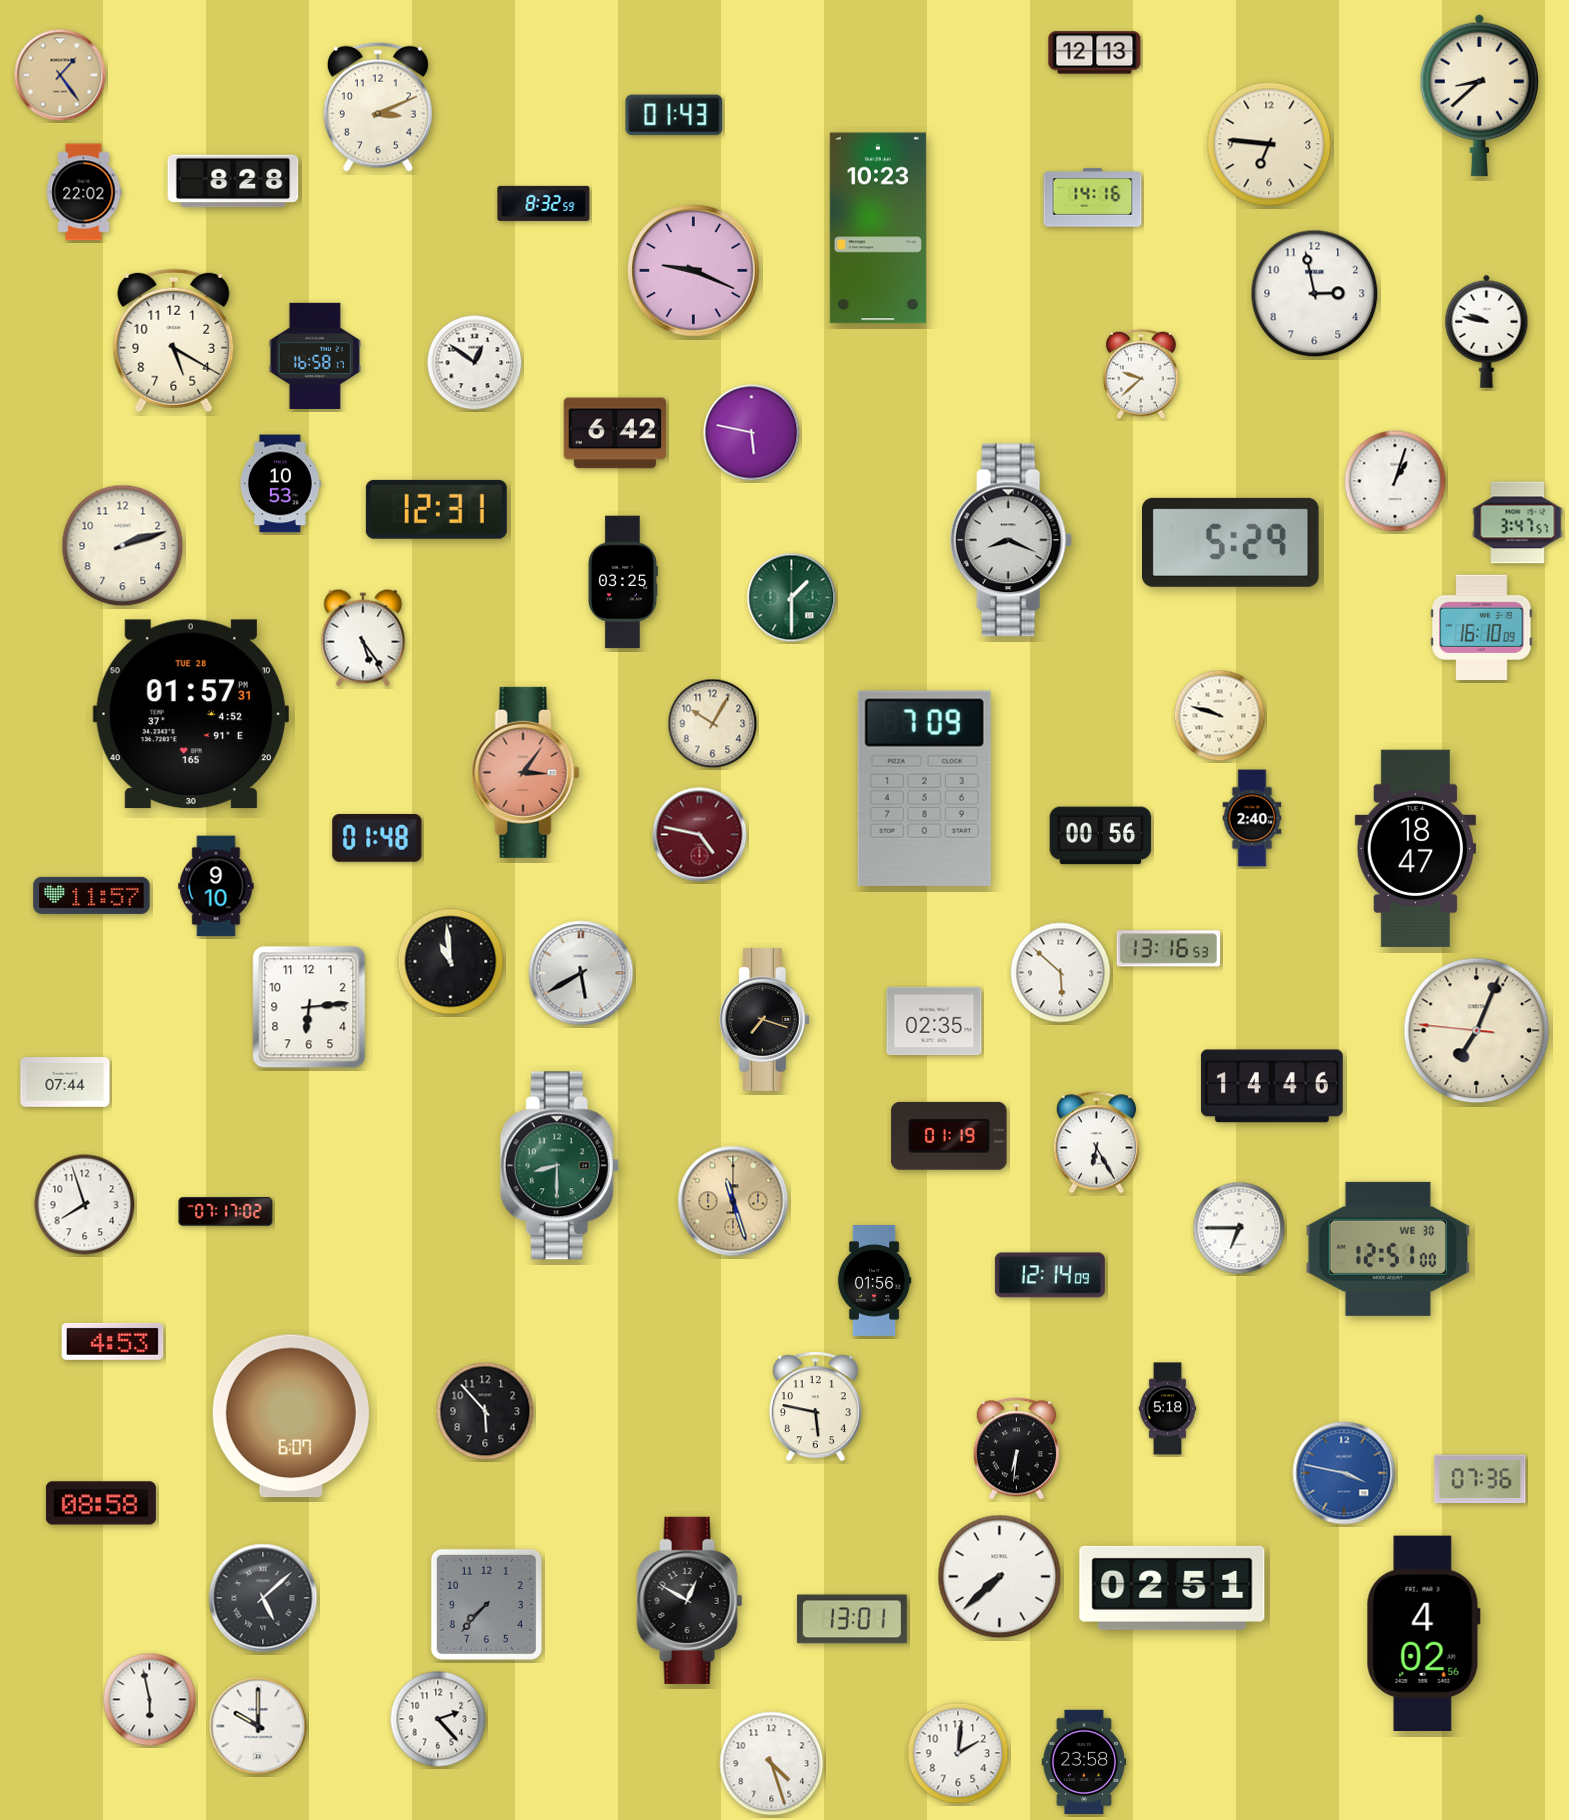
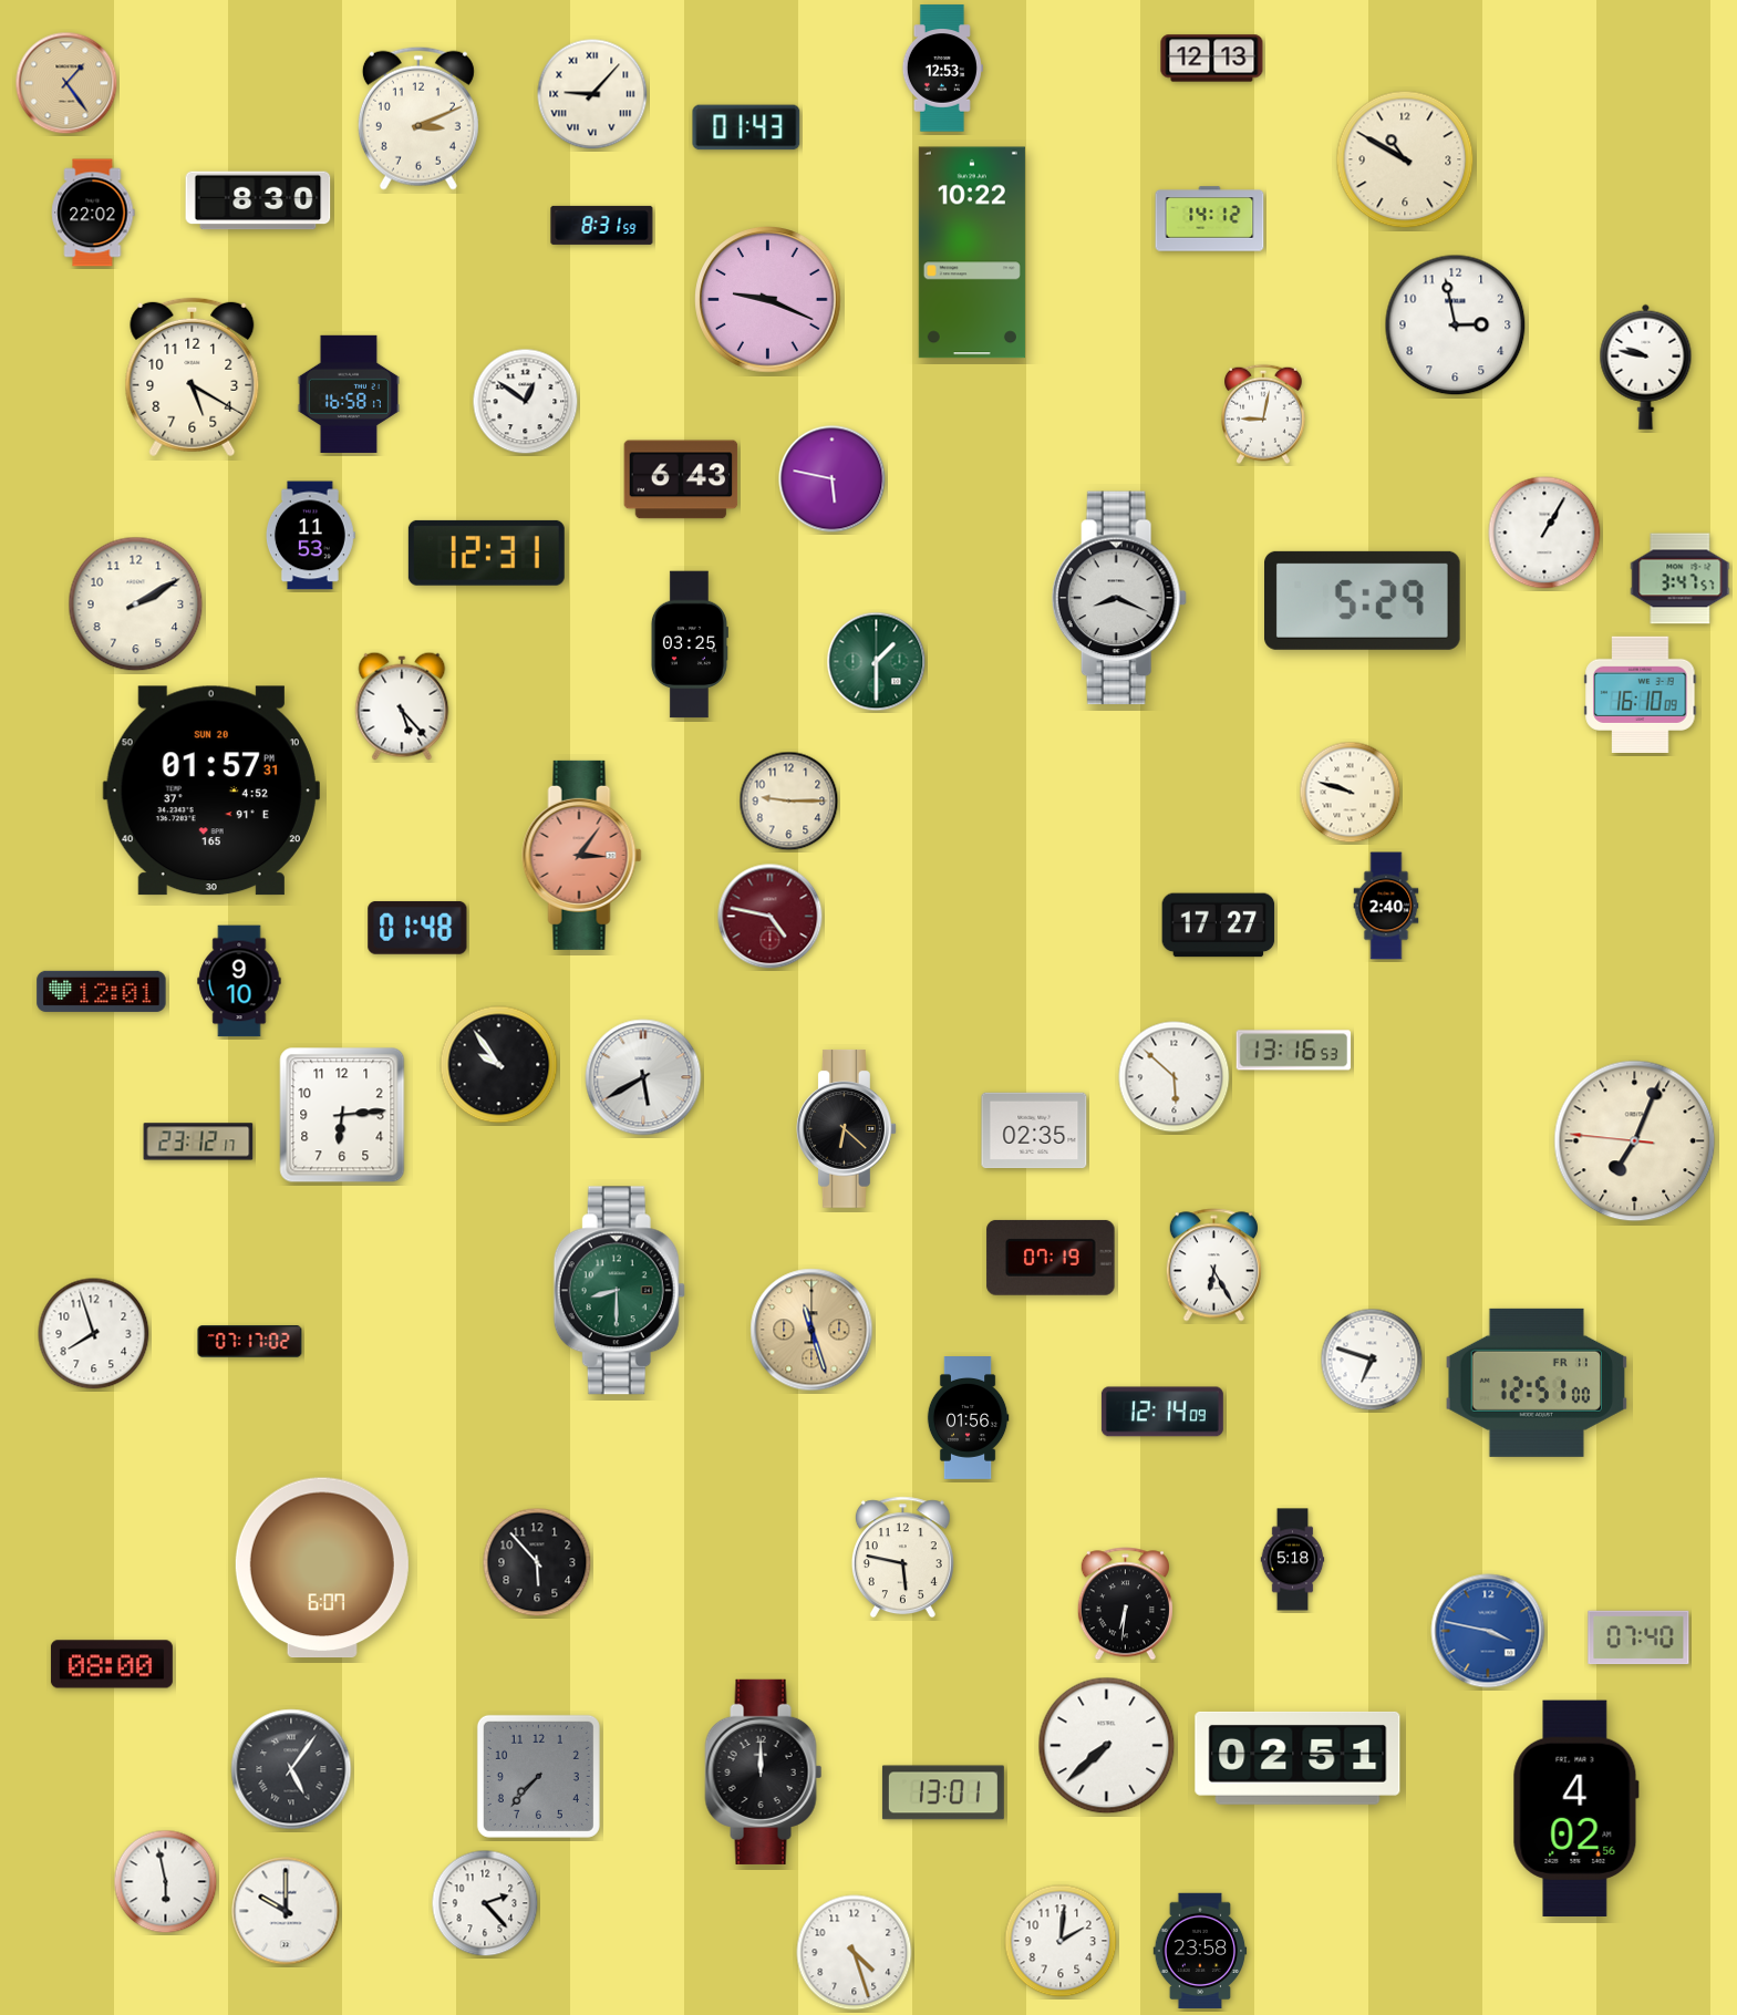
clock at (942, 69): none -> 12:53
clock at (592, 94): none -> 9:07
clock at (1480, 95): 8:38 -> none
clock at (1269, 144): 6:46 -> 10:50
clock at (233, 181): 8:28 -> 8:30
clock at (1093, 198): 14:16 -> 14:12
clock at (544, 203): 8:32 -> 8:31
clock at (878, 228): 10:23 -> 10:22
clock at (1142, 374): 9:38 -> 9:02
clock at (615, 433): 6:42 -> 6:43
clock at (1395, 481): 1:03 -> 1:05
clock at (280, 484): 10:53 -> 11:53
clock at (436, 509) position: (436, 509) -> (486, 552)
clock at (123, 546): 2:12 -> 2:10
clock at (363, 638): 5:24 -> 5:23
clock at (191, 714) date: TUE 28 -> SUN 20
clock at (713, 724): 10:05 -> 9:15
clock at (924, 788): 7:09 -> none
clock at (700, 835) position: (700, 835) -> (771, 917)
clock at (1101, 836): 00:56 -> 17:27
clock at (1415, 848): 18:47 -> none
clock at (92, 895): 11:57 -> 12:01
clock at (451, 962): 10:59 -> 9:54
clock at (764, 1019): 7:18 -> 6:22
clock at (198, 1141): none -> 23:12
clock at (65, 1083): 07:44 -> none
clock at (1272, 1086): 14:46 -> none
clock at (949, 1136): 01:19 -> 07:19
clock at (1239, 1228): 6:45 -> 6:48
clock at (1388, 1249) date: WE 30 -> FR 11
clock at (113, 1341): 4:53 -> none
clock at (1480, 1479): 07:36 -> 07:40
clock at (101, 1503): 08:58 -> 08:00
clock at (263, 1598): 5:08 -> 5:06
clock at (690, 1600): 12:50 -> 12:00
